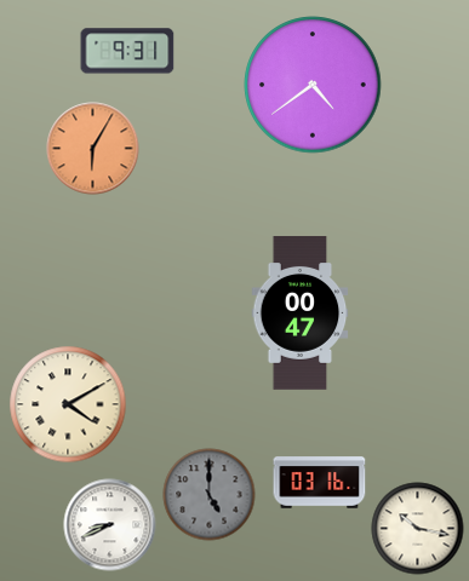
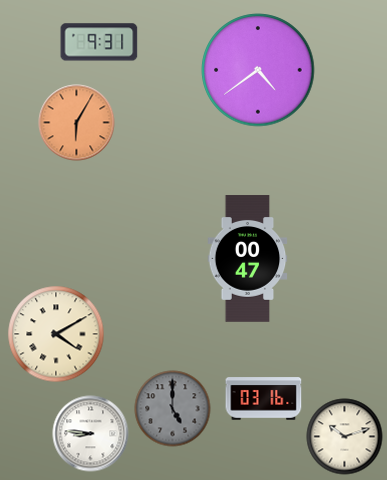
clock at (127, 51) position: (127, 51) -> (99, 42)
clock at (110, 525): 8:41 -> 8:46
clock at (418, 529): 10:17 -> 10:12
